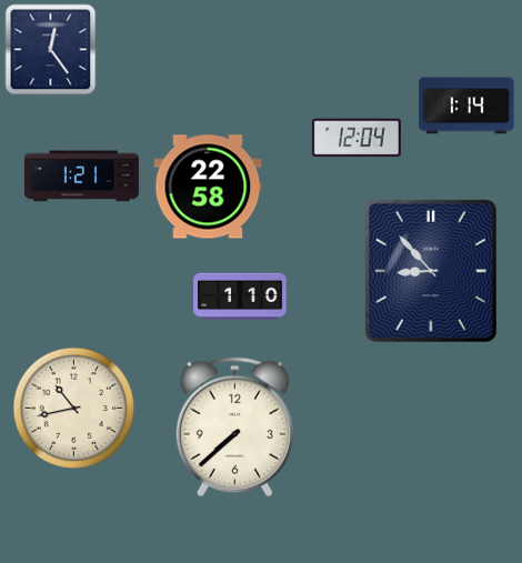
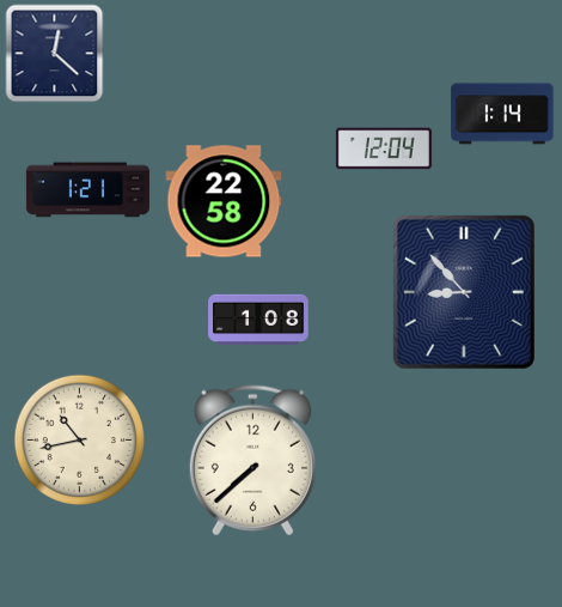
clock at (51, 50): 12:24 -> 12:22
clock at (240, 296): 1:10 -> 1:08
